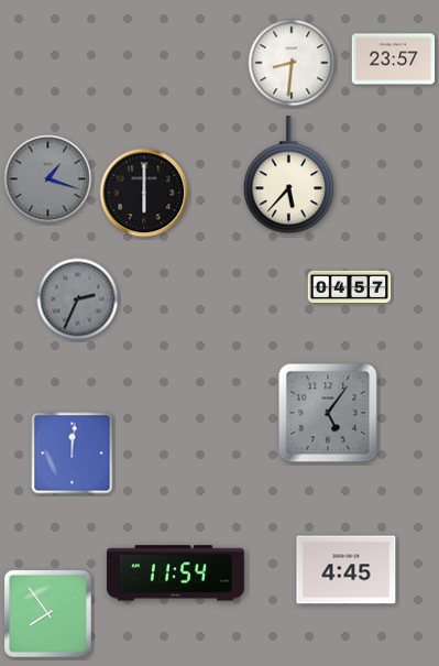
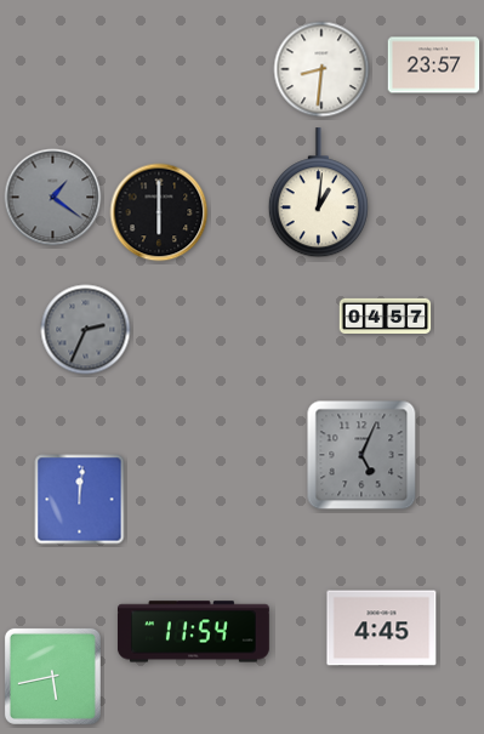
clock at (288, 175): 5:37 -> 1:01
clock at (48, 179): 1:18 -> 1:21
clock at (328, 413): 5:06 -> 5:04
clock at (47, 613): 7:54 -> 5:43
